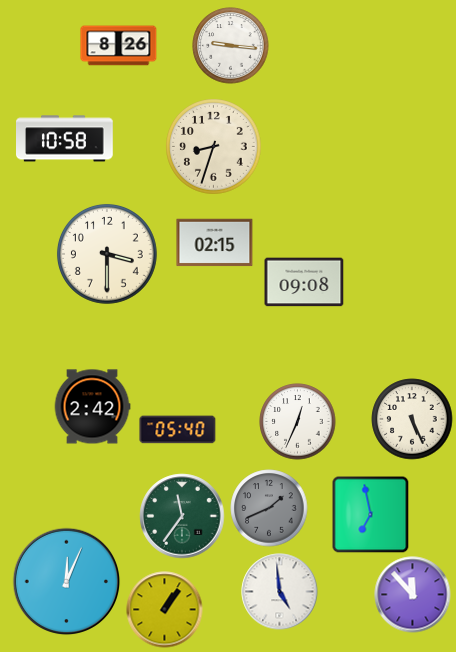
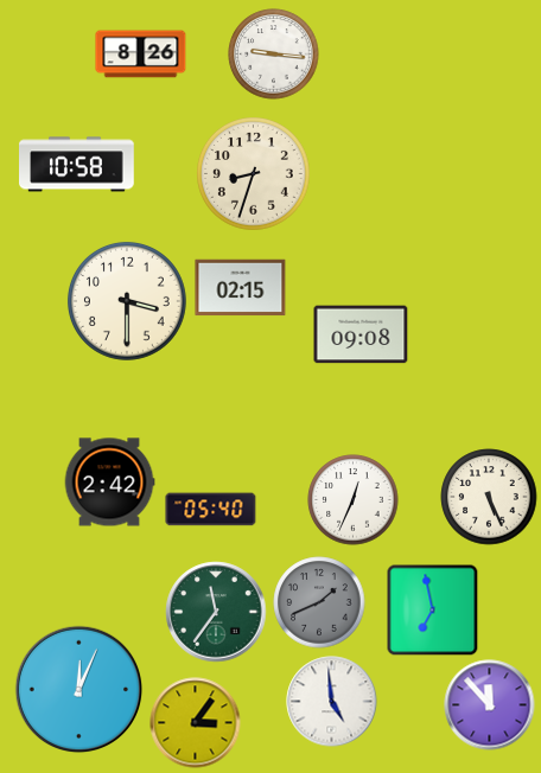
clock at (215, 243) position: (215, 243) -> (241, 288)
clock at (370, 514) position: (370, 514) -> (432, 609)
clock at (165, 610): 1:06 -> 3:06
